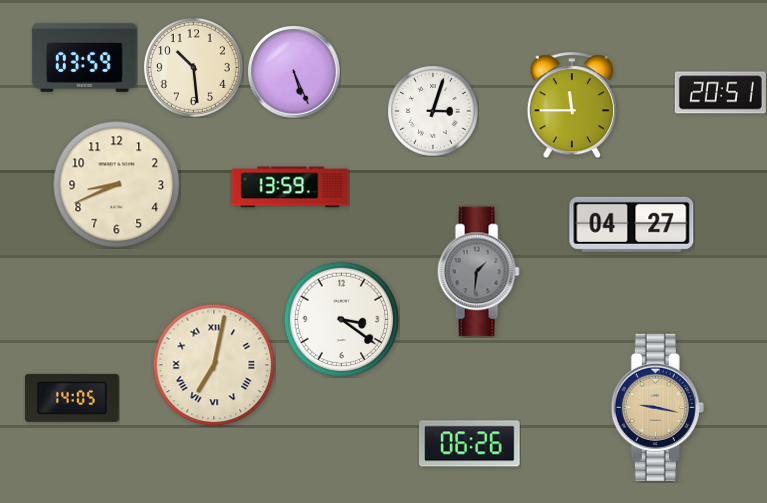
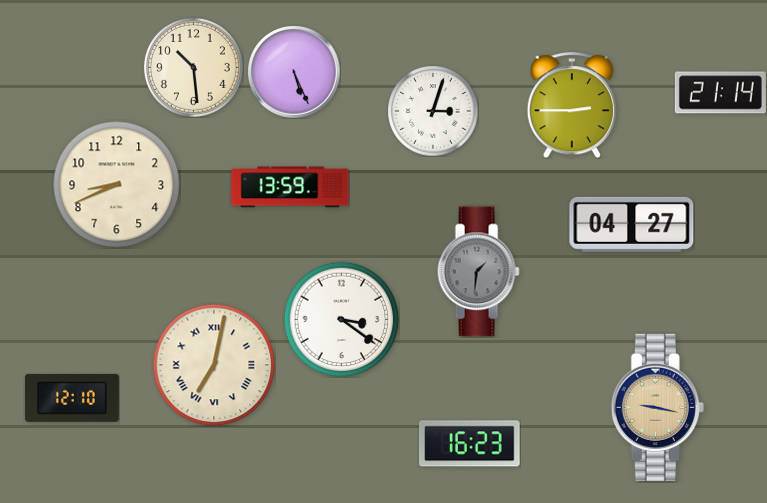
clock at (85, 57): 03:59 -> none
clock at (720, 93): 20:51 -> 21:14
clock at (571, 105): 11:45 -> 2:45
clock at (72, 398): 14:05 -> 12:10
clock at (470, 444): 06:26 -> 16:23
